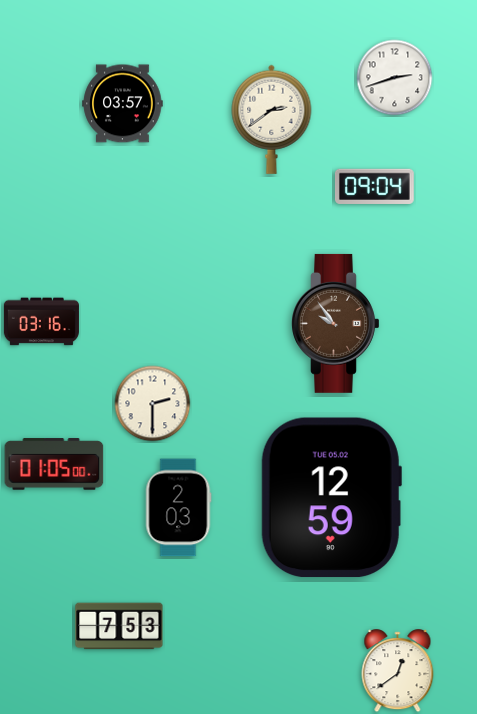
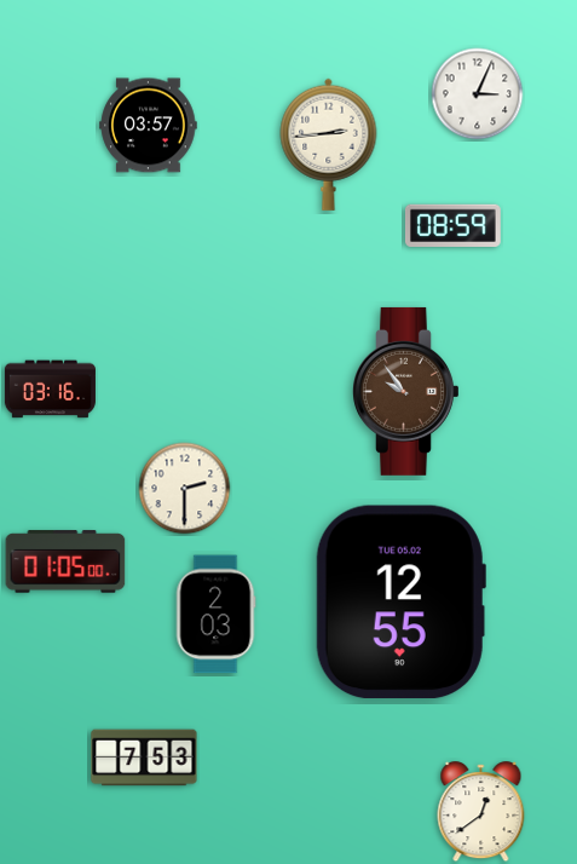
clock at (395, 78): 2:42 -> 3:04
clock at (272, 119): 2:39 -> 2:44
clock at (374, 186): 09:04 -> 08:59
clock at (331, 498): 12:59 -> 12:55
